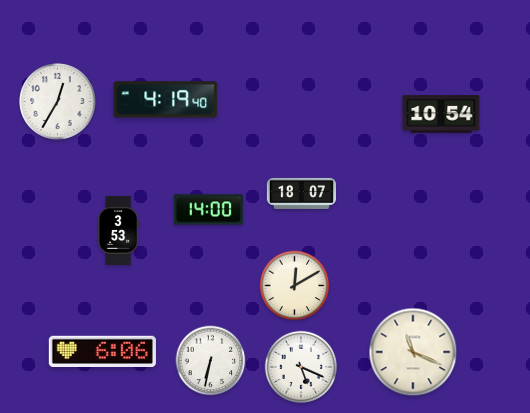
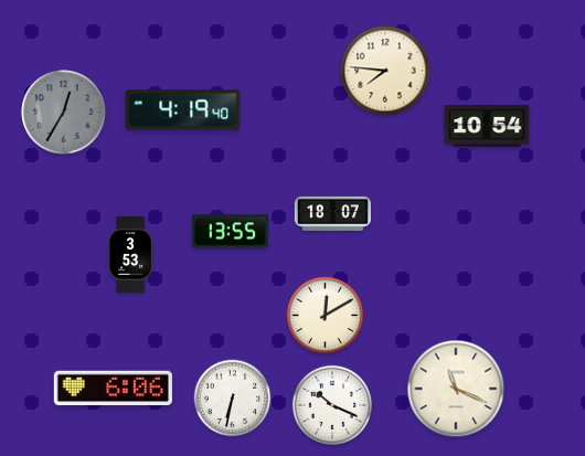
clock at (385, 71): none -> 7:46
clock at (58, 102) dial: white -> grey
clock at (208, 210): 14:00 -> 13:55
clock at (300, 366): 5:19 -> 10:19
